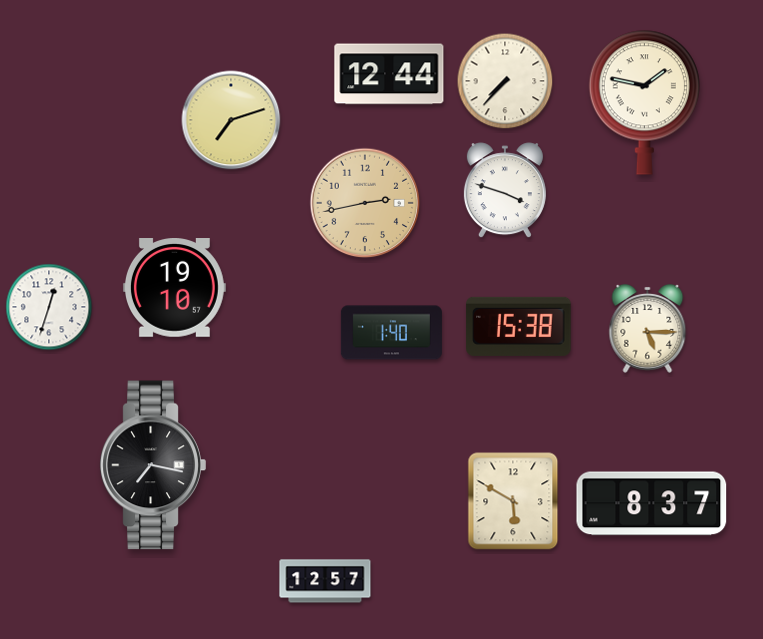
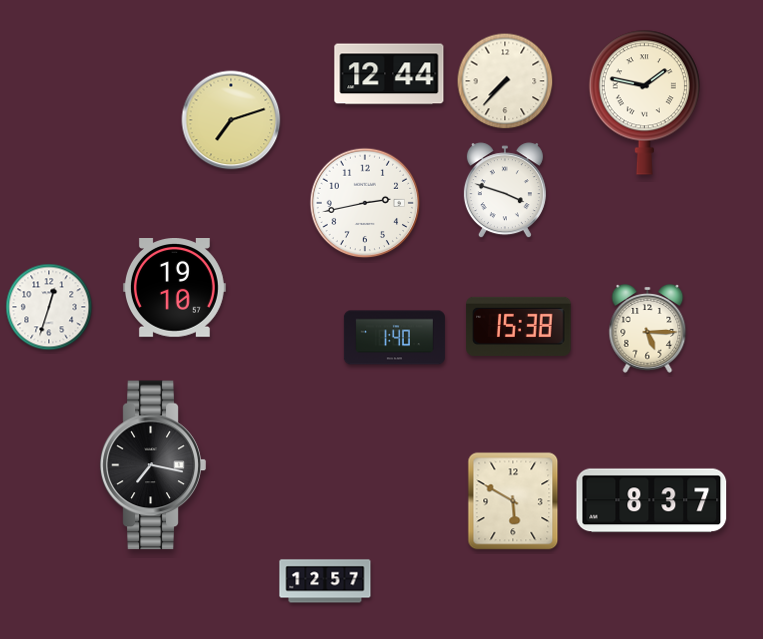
clock at (365, 203) dial: champagne -> white
clock at (391, 333) position: (391, 333) -> (394, 338)
clock at (652, 504) position: (652, 504) -> (652, 501)
